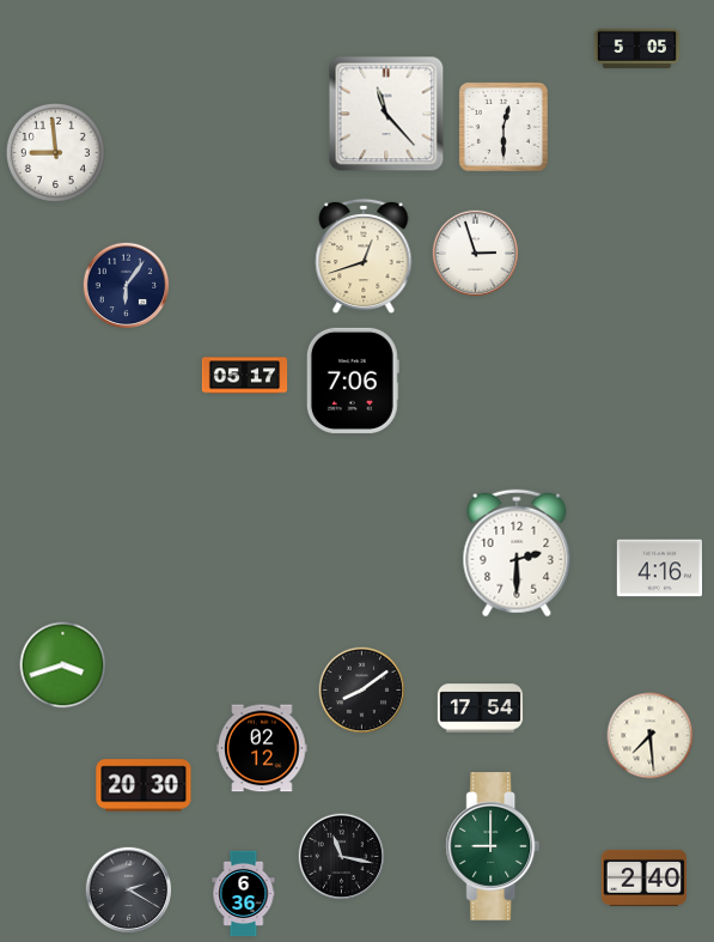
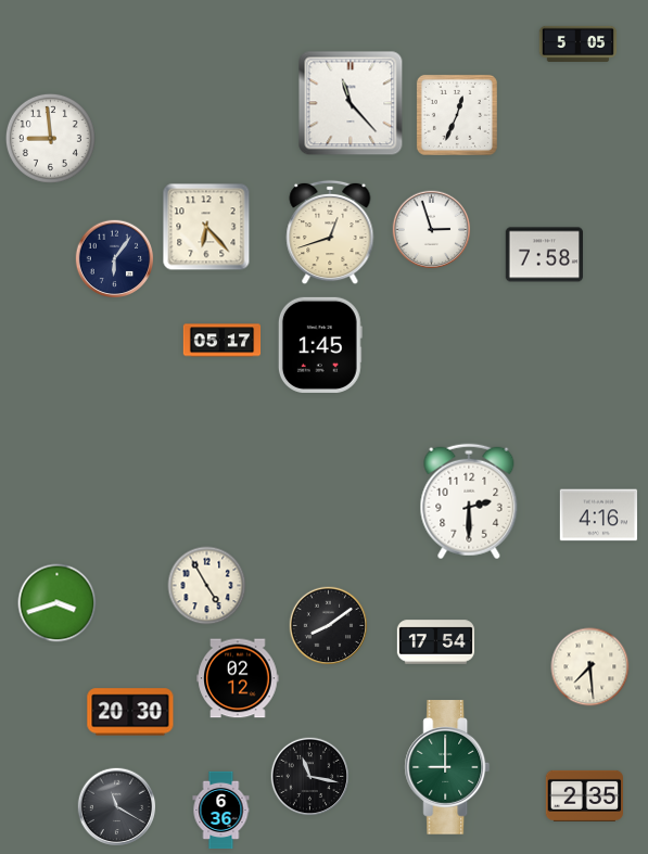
clock at (504, 127): 12:30 -> 12:34
clock at (206, 227): none -> 6:23
clock at (544, 255): none -> 7:58
clock at (353, 381): 7:06 -> 1:45
clock at (207, 586): none -> 4:55
clock at (645, 877): 2:40 -> 2:35
clock at (129, 891): 2:20 -> 11:20
